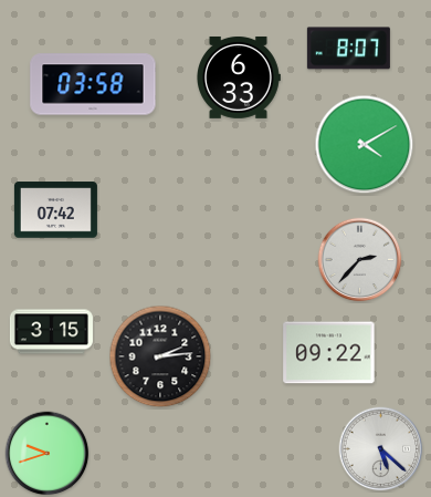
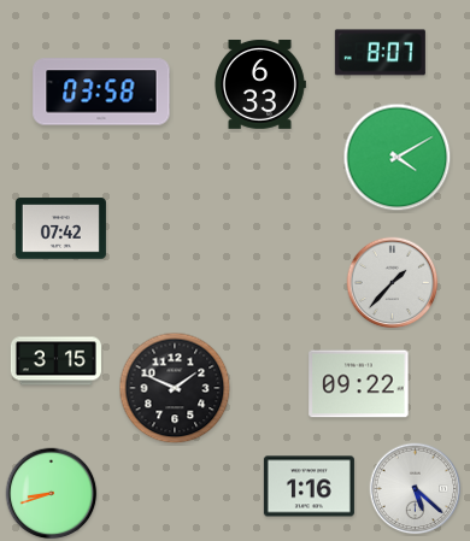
clock at (360, 260): 2:37 -> 1:37
clock at (160, 356): 2:14 -> 1:49
clock at (309, 487): none -> 1:16
clock at (48, 454): 9:42 -> 8:42
